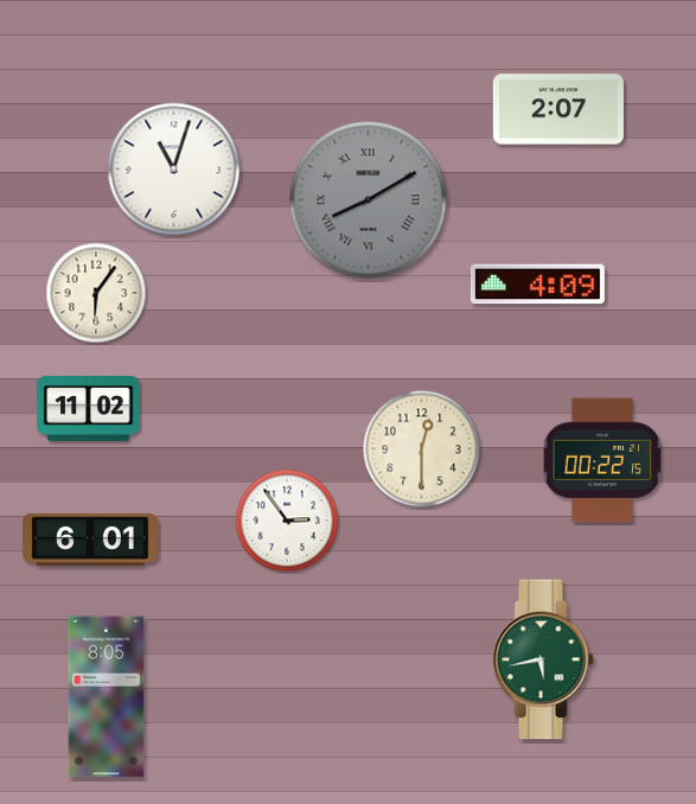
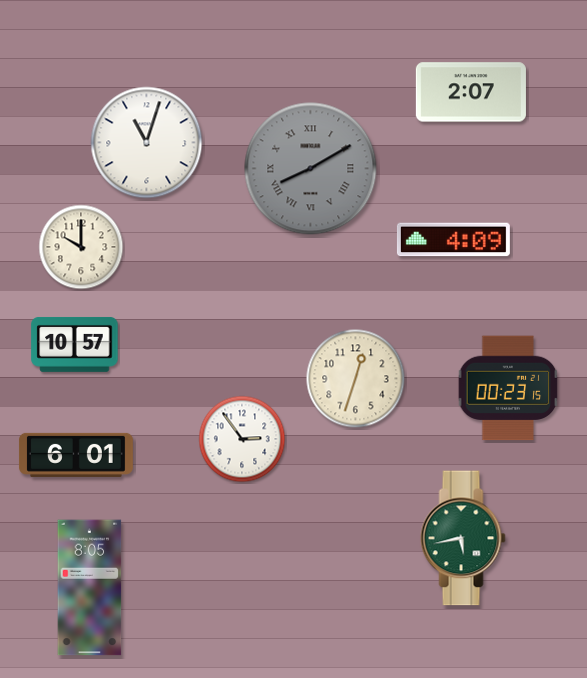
clock at (96, 293): 6:06 -> 10:00
clock at (89, 408): 11:02 -> 10:57
clock at (422, 449): 12:30 -> 12:33
clock at (602, 460): 00:22 -> 00:23
clock at (543, 659) position: (543, 659) -> (463, 538)
